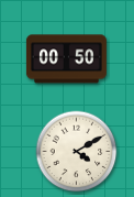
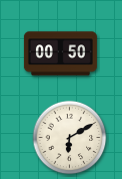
clock at (77, 152): 4:10 -> 6:10
